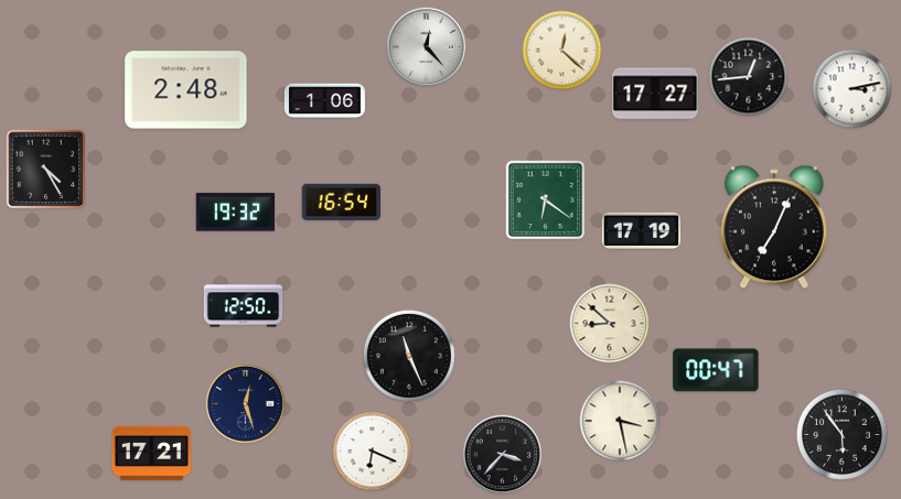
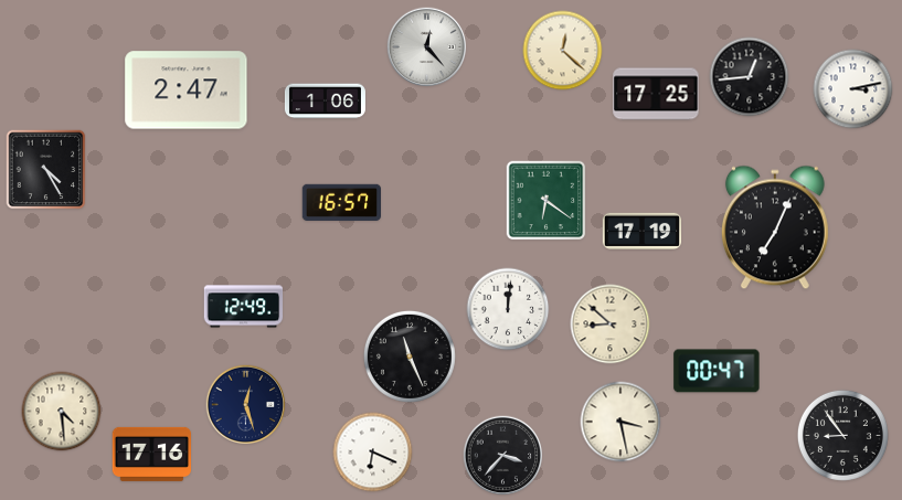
clock at (186, 90): 2:48 -> 2:47
clock at (655, 94): 17:27 -> 17:25
clock at (341, 202): 16:54 -> 16:57
clock at (235, 213): 19:32 -> none
clock at (244, 306): 12:50 -> 12:49
clock at (508, 309): none -> 12:01
clock at (62, 412): none -> 4:29
clock at (841, 434): 5:54 -> 8:54
clock at (151, 453): 17:21 -> 17:16
